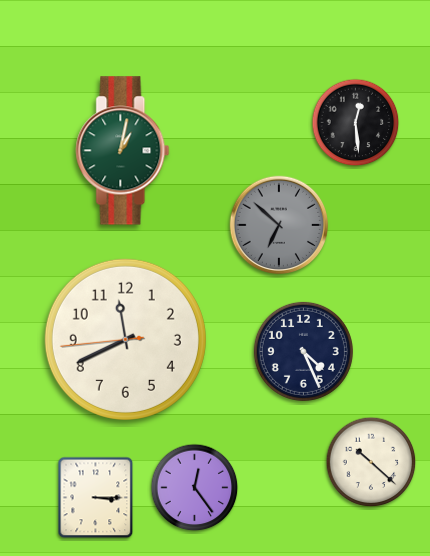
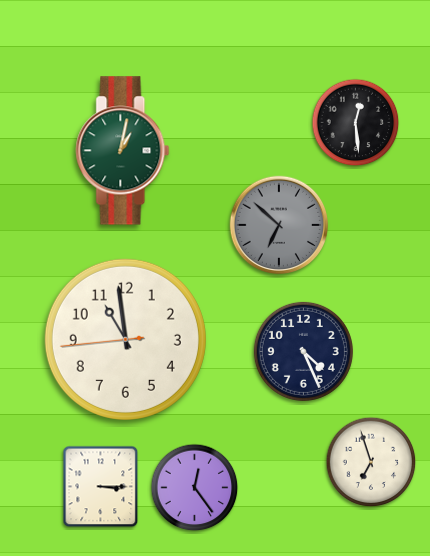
clock at (125, 339): 11:40 -> 10:58
clock at (371, 462): 10:22 -> 6:57
clock at (96, 498) position: (96, 498) -> (101, 487)
